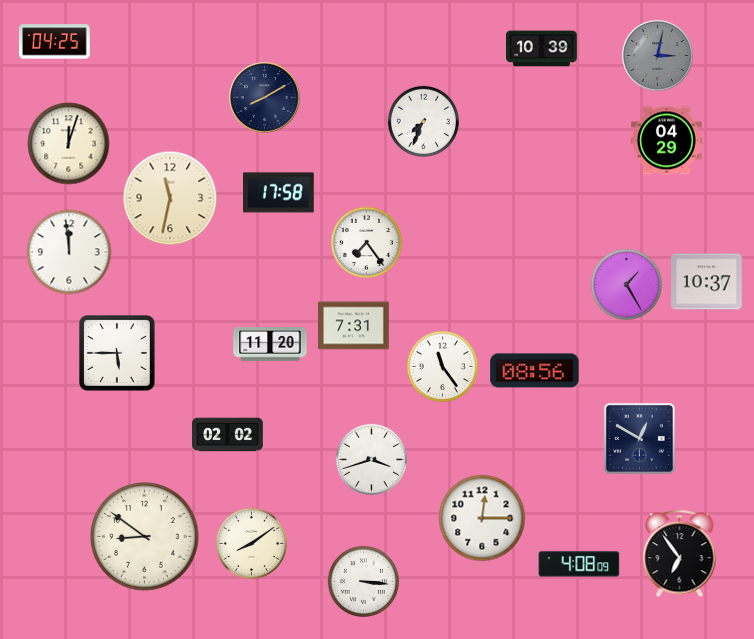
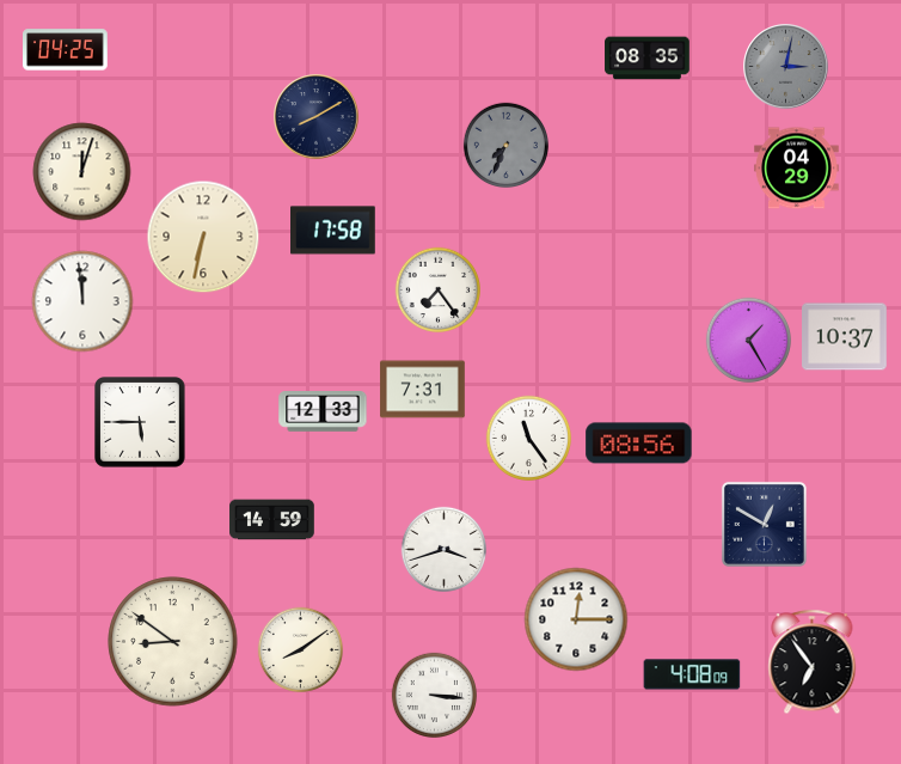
clock at (542, 49): 10:39 -> 08:35
clock at (424, 122) dial: white -> grey
clock at (170, 198): 11:32 -> 6:32
clock at (270, 345): 11:20 -> 12:33
clock at (228, 435): 02:02 -> 14:59
